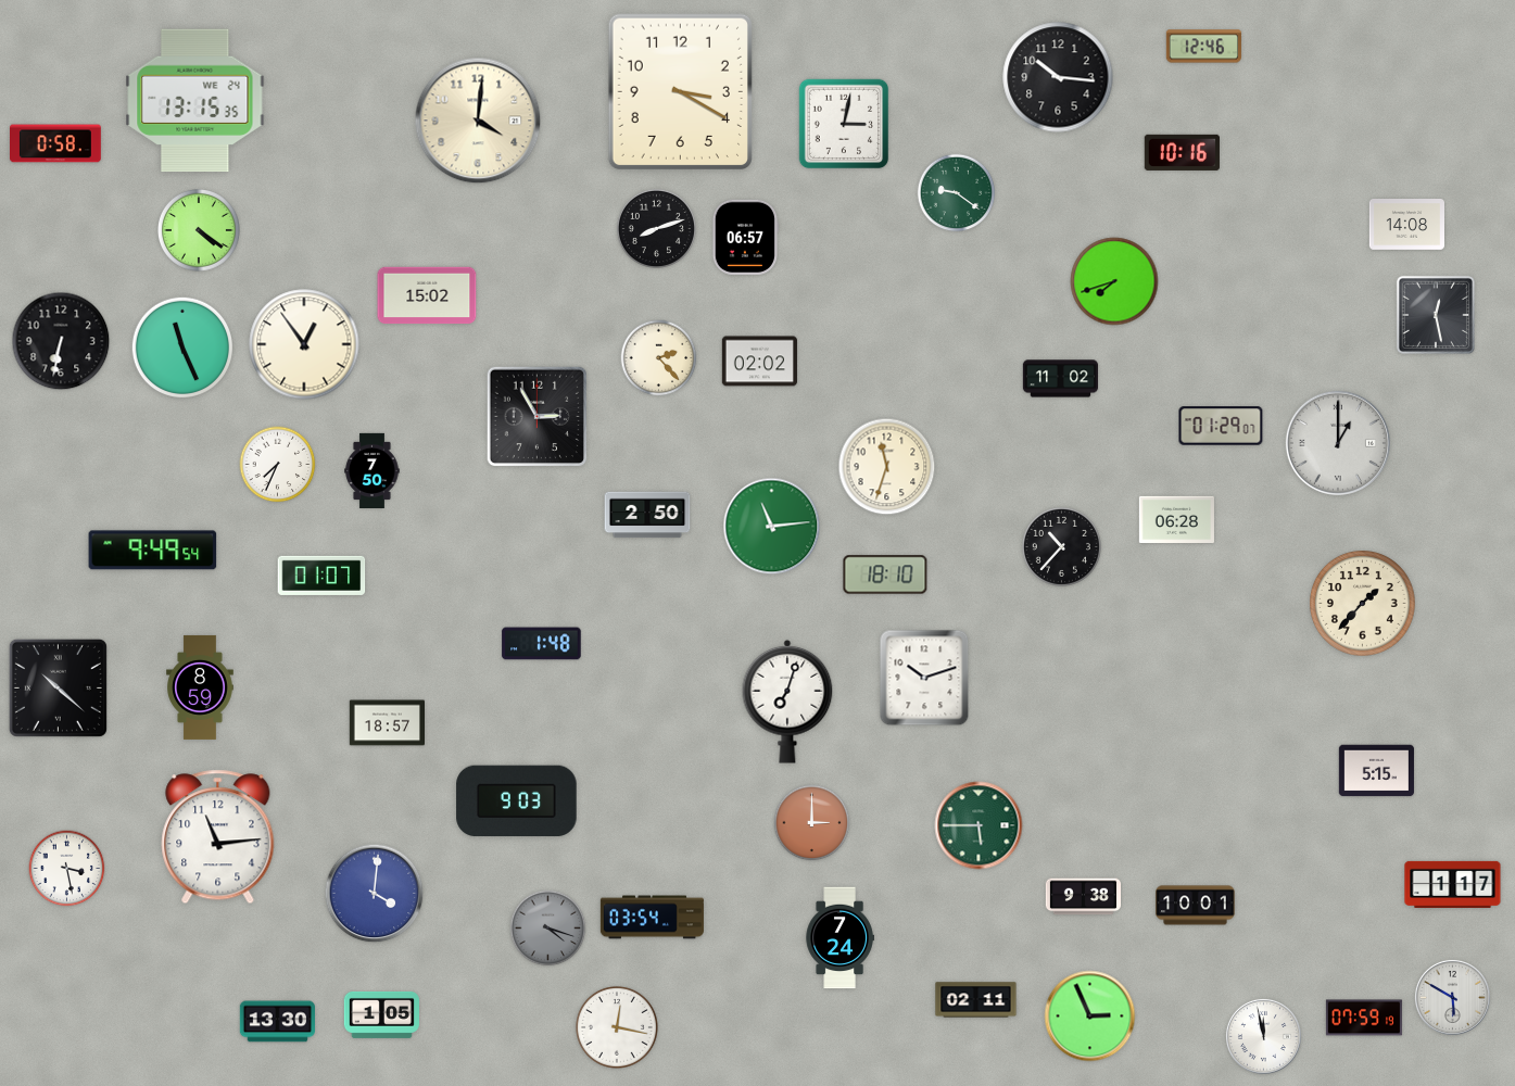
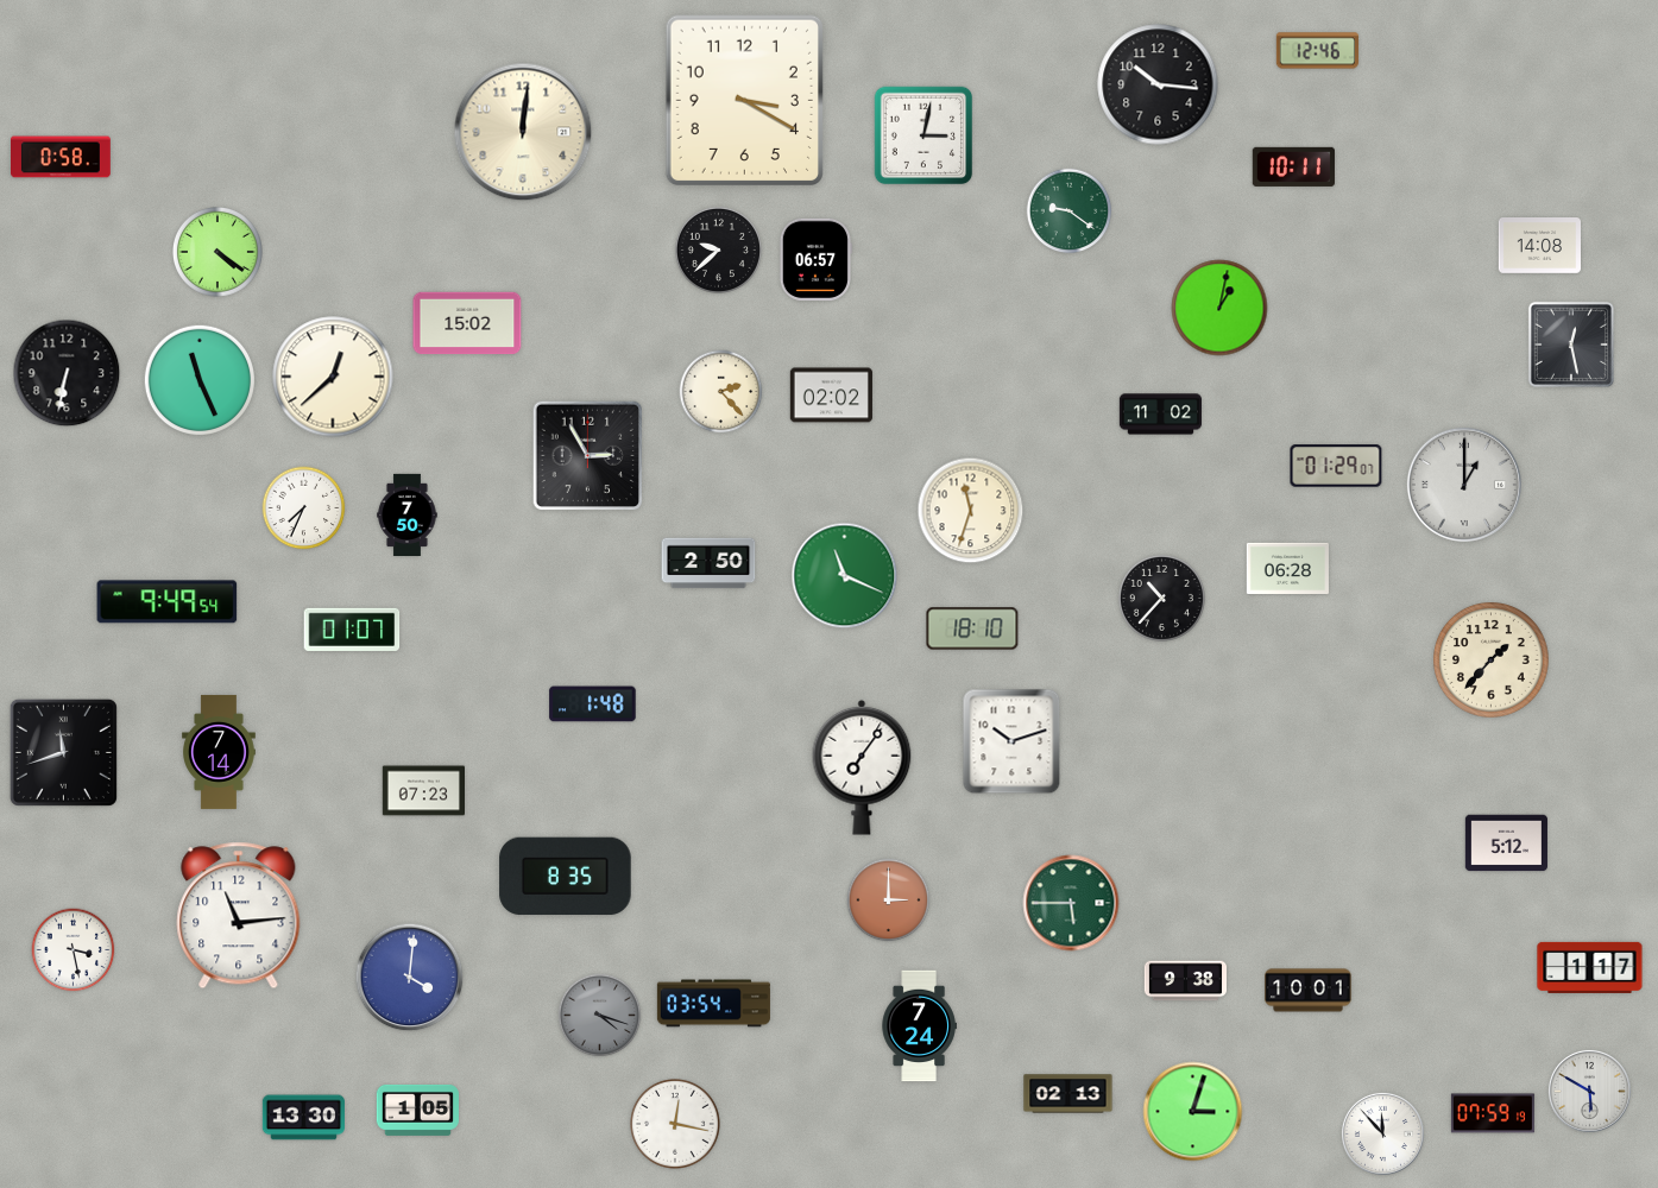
clock at (195, 101): 13:15 -> none
clock at (478, 121): 4:01 -> 12:01
clock at (1182, 152): 10:16 -> 10:11
clock at (957, 193) position: (957, 193) -> (1070, 211)
clock at (656, 228): 8:12 -> 9:38
clock at (1114, 281): 7:42 -> 1:02
clock at (304, 344): 12:54 -> 12:38
clock at (772, 527): 11:14 -> 11:19
clock at (885, 574) position: (885, 574) -> (972, 628)
clock at (58, 687): 10:22 -> 11:42
clock at (200, 687): 8:59 -> 7:14
clock at (787, 702): 7:03 -> 7:06
clock at (387, 723): 18:57 -> 07:23
clock at (1376, 771): 5:15 -> 5:12
clock at (517, 801): 9:03 -> 8:35
clock at (976, 1000): 02:11 -> 02:13
clock at (1090, 1016): 2:56 -> 3:03
clock at (1263, 1036): 11:58 -> 11:53
